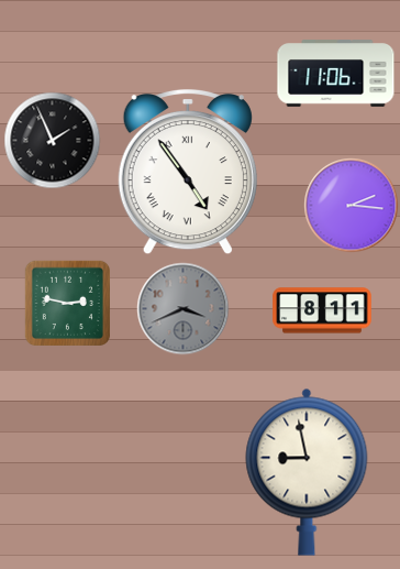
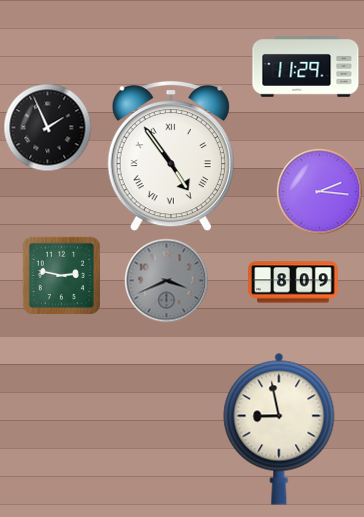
clock at (336, 74): 11:06 -> 11:29
clock at (351, 205) position: (351, 205) -> (319, 191)
clock at (322, 310): 8:11 -> 8:09
